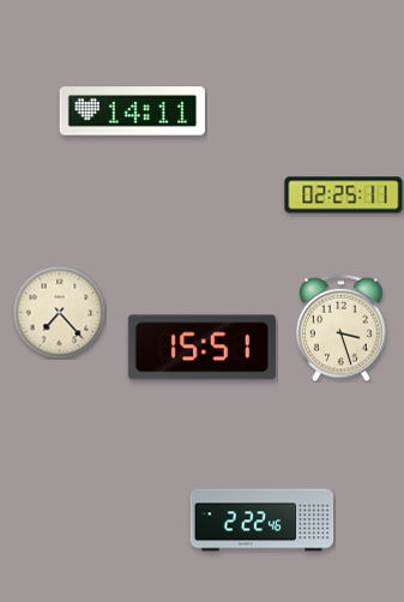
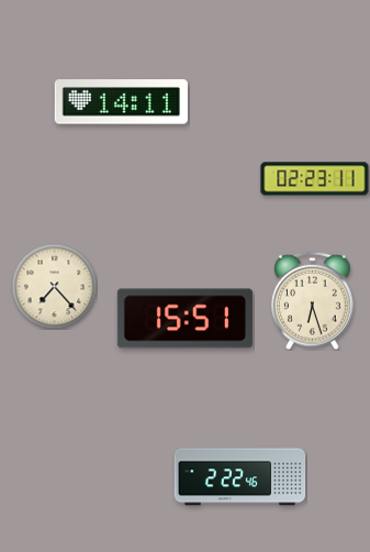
clock at (344, 195): 02:25 -> 02:23
clock at (342, 327): 3:27 -> 6:27
